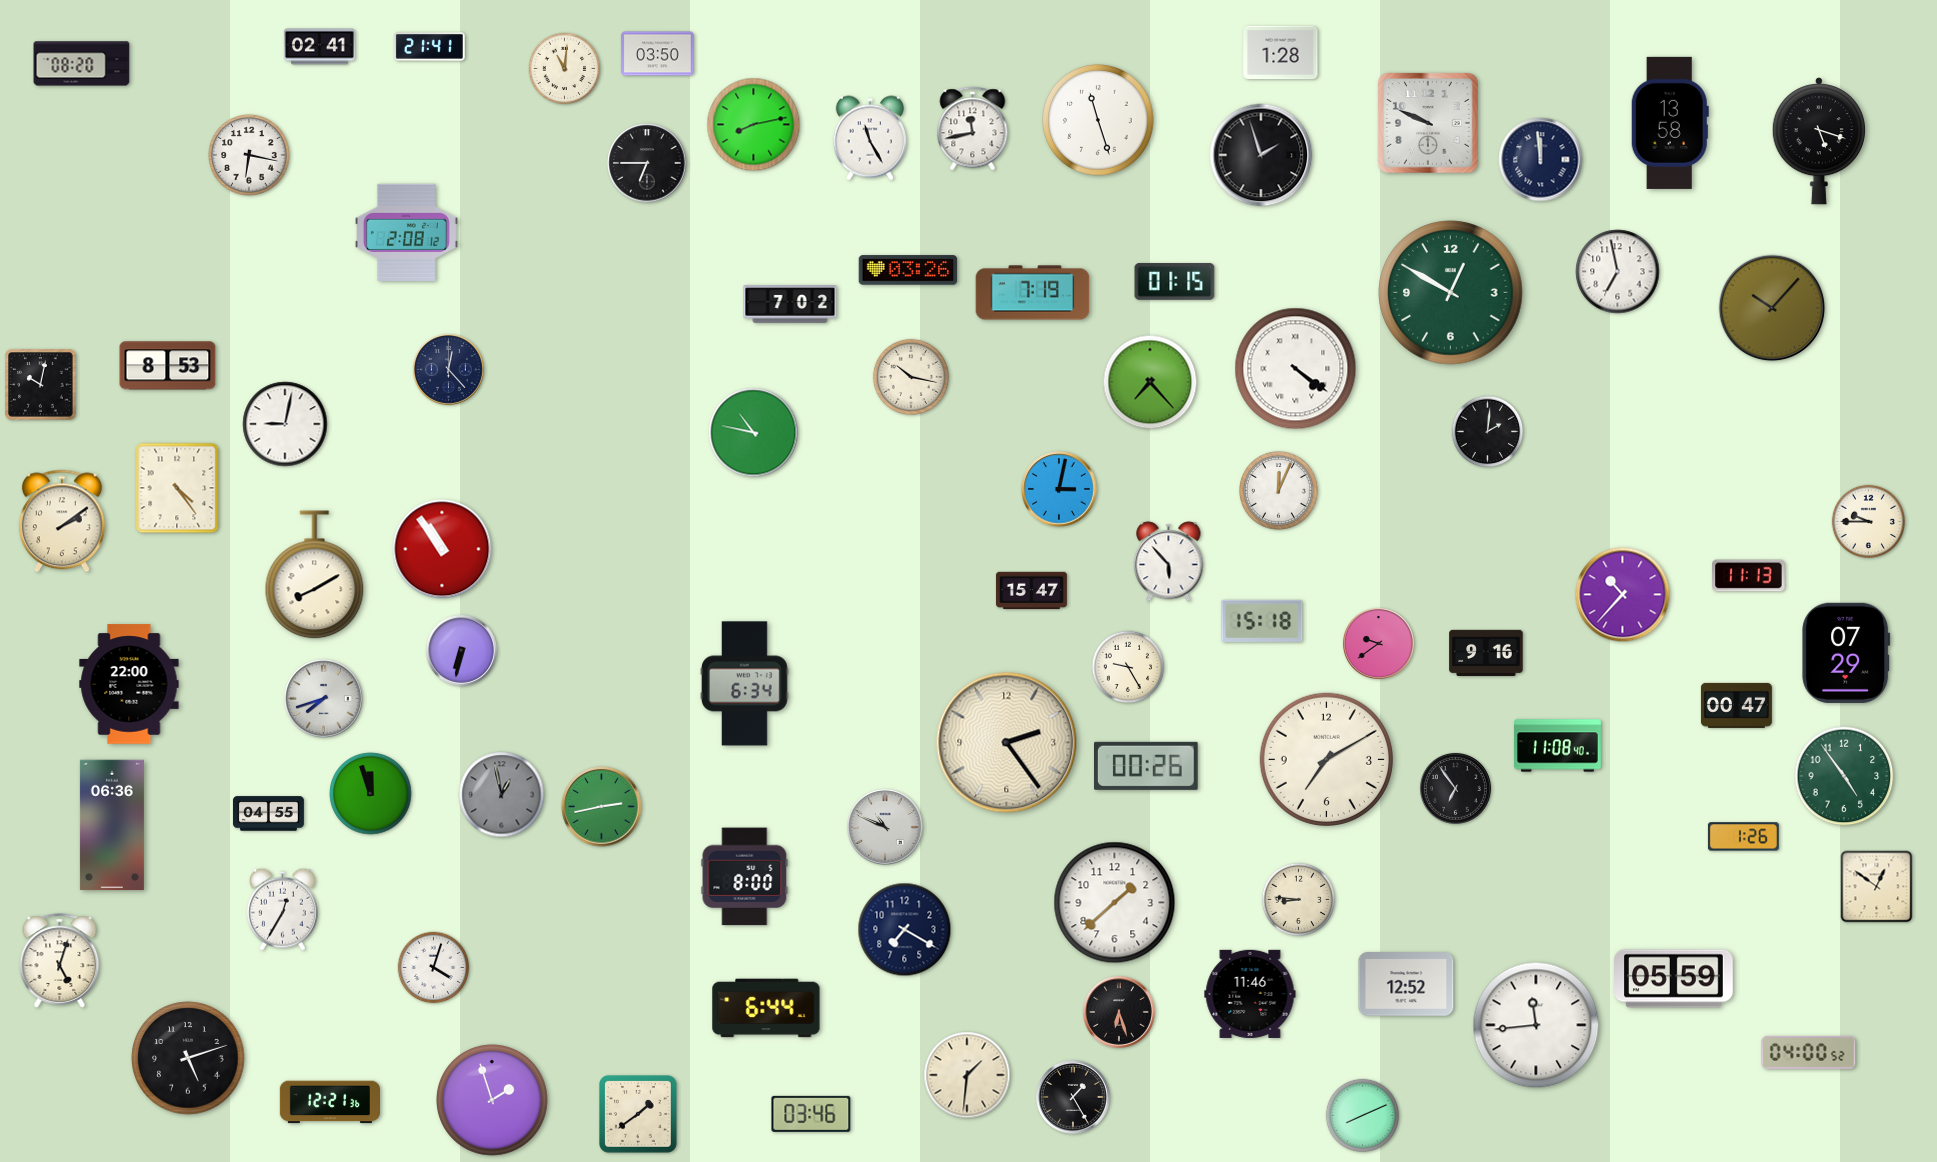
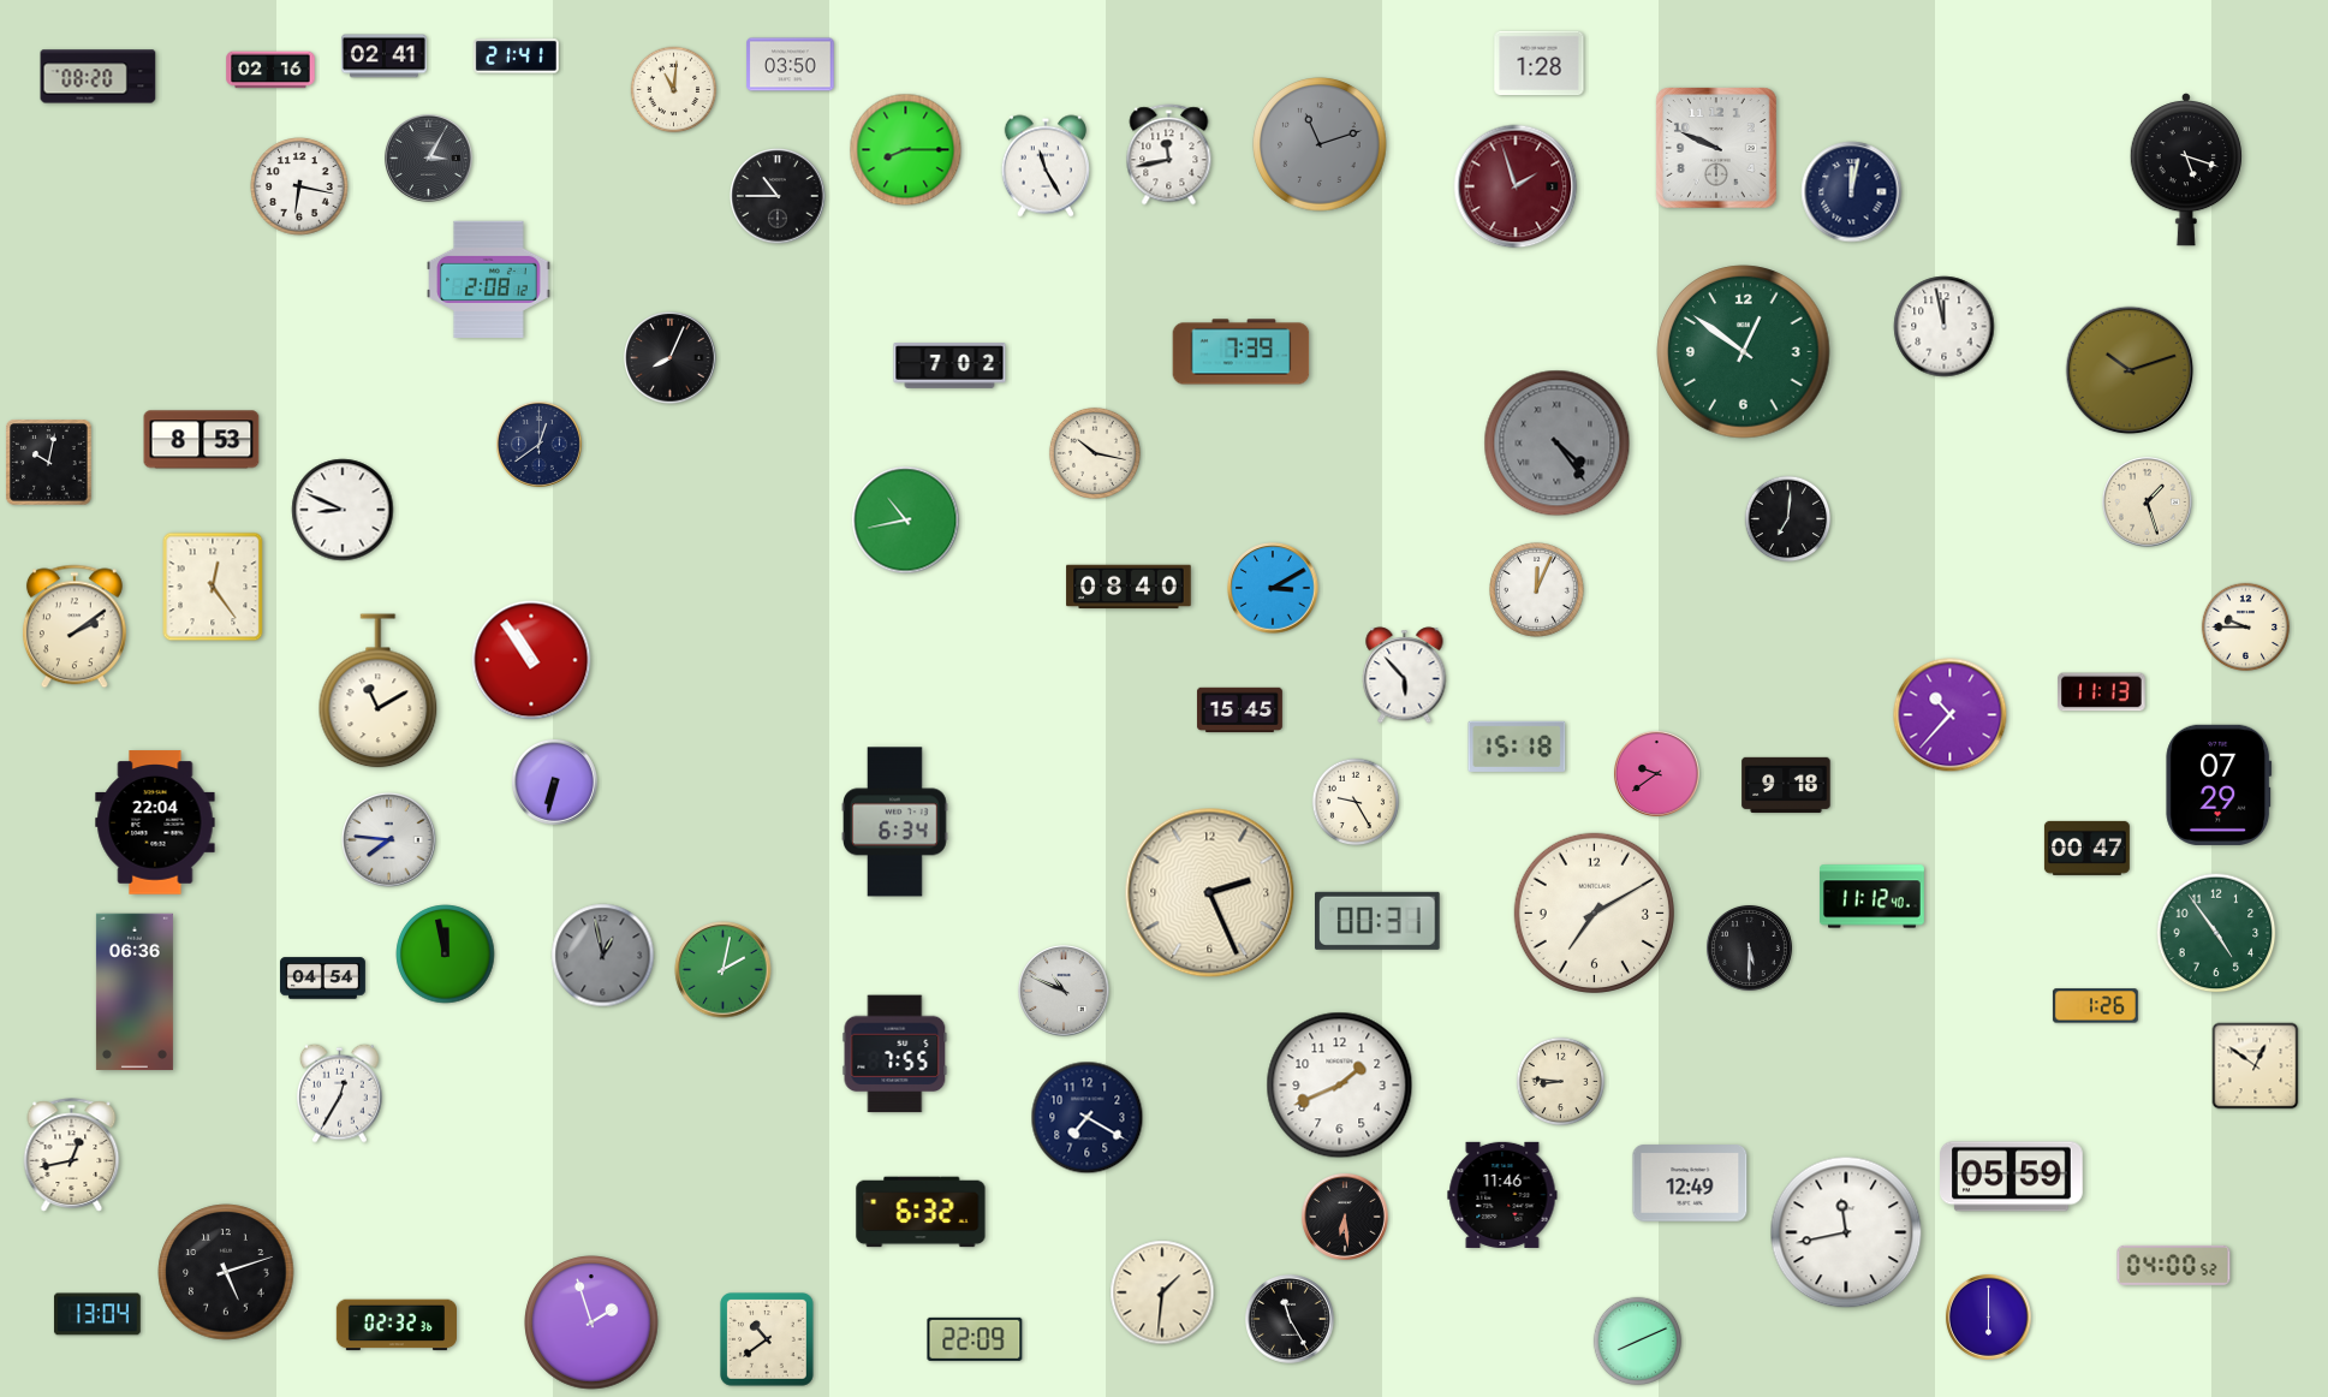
clock at (270, 70): none -> 02:16
clock at (565, 69) position: (565, 69) -> (674, 90)
clock at (1098, 120): 11:27 -> 11:12
clock at (1098, 120) dial: white -> grey
clock at (1670, 123): 13:58 -> none
clock at (754, 125): 8:13 -> 8:15
clock at (429, 159): none -> 3:05
clock at (1261, 155) dial: black -> burgundy
clock at (1541, 160): 11:59 -> 12:02
clock at (647, 163): 6:45 -> 10:45
clock at (908, 270): 03:26 -> none
clock at (1618, 272): 6:58 -> 11:58
clock at (1175, 282): 01:15 -> none
clock at (1033, 293): 7:19 -> 7:39
clock at (1451, 293): 12:50 -> 12:51
clock at (671, 358): none -> 8:04
clock at (1772, 308): 10:07 -> 10:12
clock at (448, 369): 12:23 -> 12:39
clock at (1296, 369): 4:21 -> 4:24
clock at (1296, 369) dial: white -> grey
clock at (1150, 382): 7:23 -> none
clock at (2148, 503): none -> 1:27
clock at (285, 424): 9:02 -> 8:49
clock at (1488, 432): 2:01 -> 7:01
clock at (754, 433): 10:47 -> 10:43
clock at (177, 488): 4:24 -> 12:24
clock at (1129, 587): none -> 08:40
clock at (1059, 489): 3:02 -> 3:10
clock at (315, 575): 8:10 -> 11:10
clock at (1031, 591): 15:47 -> 15:45
clock at (1486, 653): 9:16 -> 9:18
clock at (129, 684): 22:00 -> 22:04
clock at (324, 699): 7:42 -> 7:46
clock at (1007, 743): 2:24 -> 2:26
clock at (1558, 746): 11:08 -> 11:12
clock at (1147, 766): 00:26 -> 00:31
clock at (1455, 788): 6:54 -> 5:30
clock at (371, 794): 11:57 -> 11:58
clock at (602, 807): 2:43 -> 2:02
clock at (268, 814): 04:55 -> 04:54
clock at (885, 827) position: (885, 827) -> (1064, 991)
clock at (745, 877): 8:00 -> 7:55
clock at (1115, 903): 1:38 -> 1:41
clock at (60, 961): 5:03 -> 12:43
clock at (434, 968): 4:03 -> none
clock at (1406, 984): 12:52 -> 12:49
clock at (766, 1008): 6:44 -> 6:32
clock at (1119, 1012): 6:27 -> 6:29
clock at (1536, 1025): 11:44 -> 11:43
clock at (97, 1314): none -> 13:04
clock at (1988, 1316): none -> 6:00
clock at (1073, 1097): 1:25 -> 11:25
clock at (329, 1102): 12:21 -> 02:32
clock at (811, 1114): 03:46 -> 22:09
clock at (639, 1115): 1:39 -> 10:39
